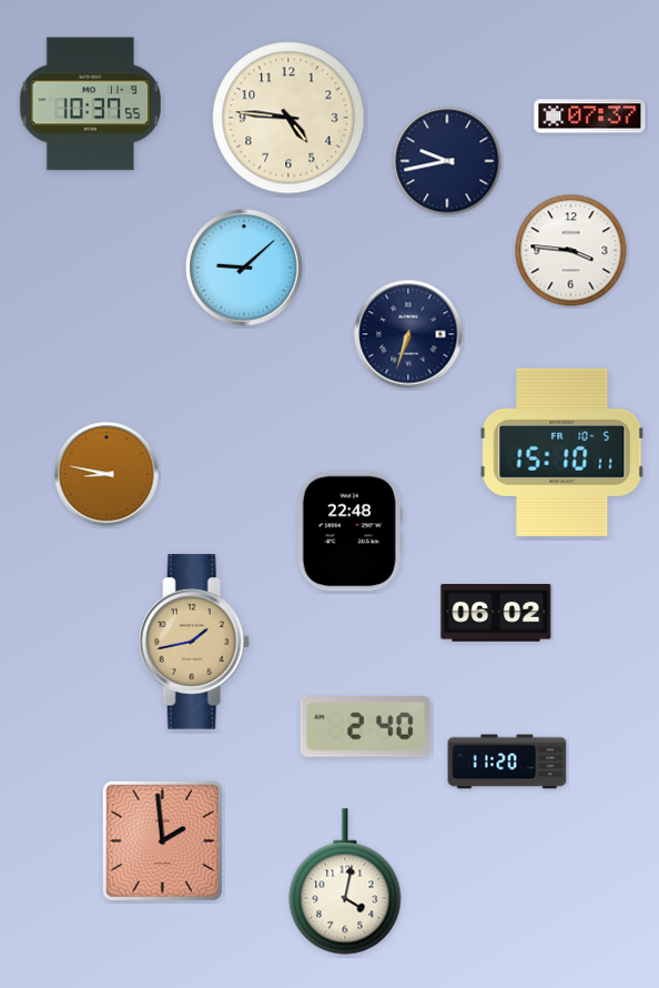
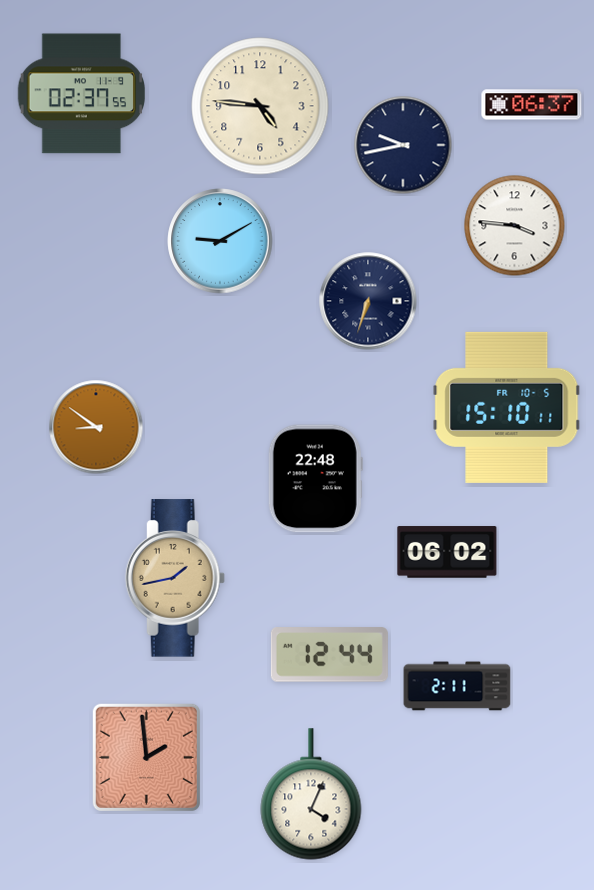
clock at (90, 104): 10:37 -> 02:37
clock at (590, 117): 07:37 -> 06:37
clock at (244, 268): 9:08 -> 9:10
clock at (107, 474): 8:47 -> 8:51
clock at (365, 727): 2:40 -> 12:44
clock at (507, 762): 11:20 -> 2:11
clock at (345, 881): 4:02 -> 4:04
